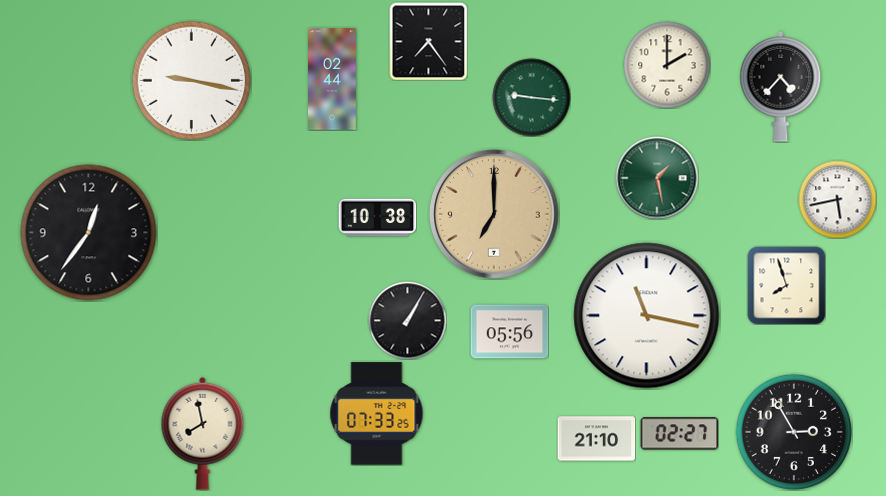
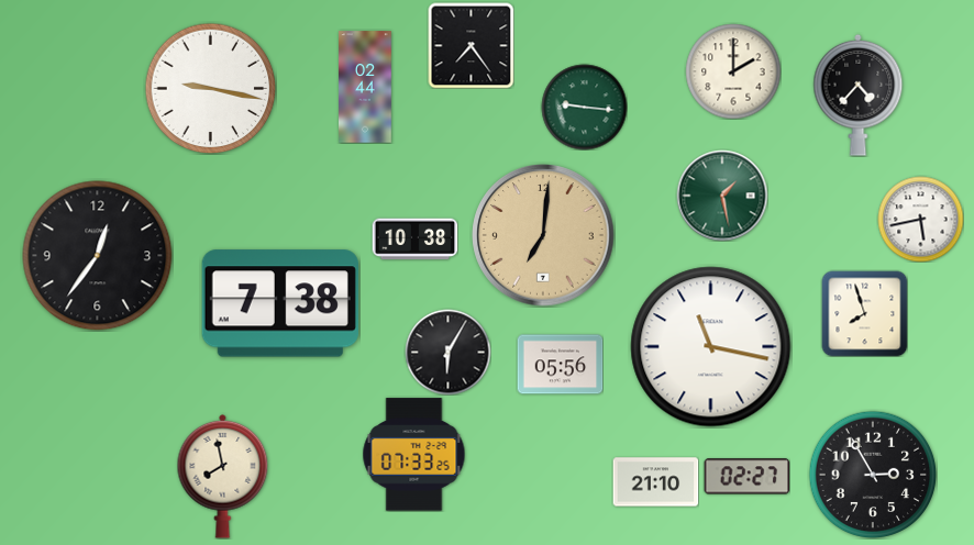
clock at (494, 214): 7:00 -> 7:01
clock at (280, 303): none -> 7:38
clock at (407, 320): 1:05 -> 6:05
